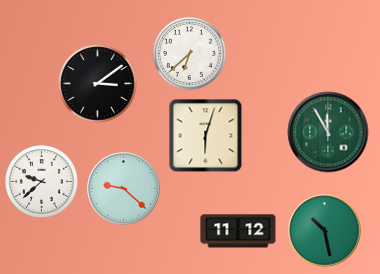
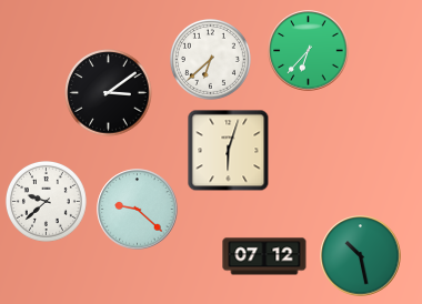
clock at (309, 51): none -> 6:37
clock at (328, 132): 11:55 -> none
clock at (238, 231): 11:12 -> 07:12
